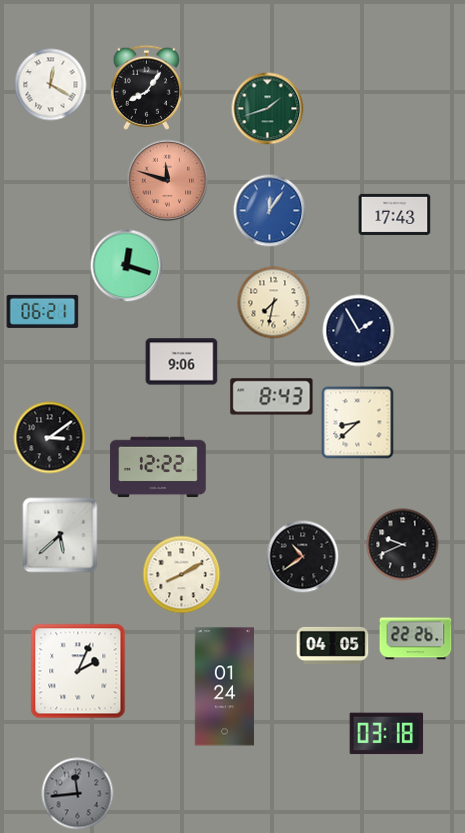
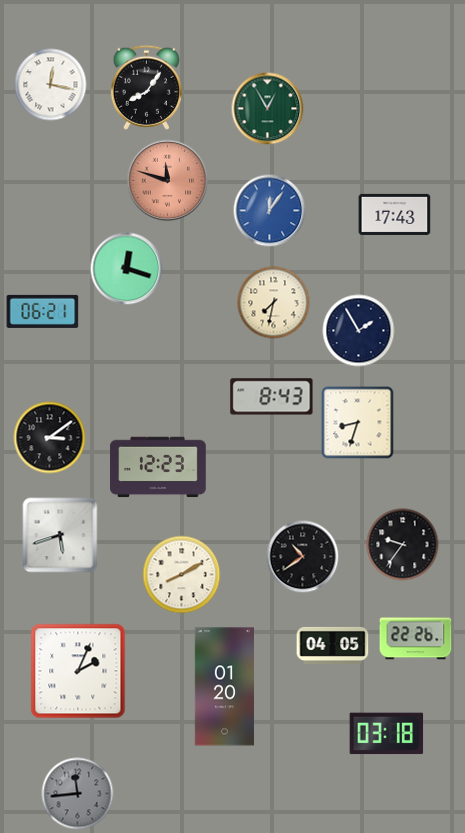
clock at (51, 85): 12:20 -> 12:17
clock at (268, 109): 1:42 -> 12:55
clock at (127, 266) position: (127, 266) -> (127, 269)
clock at (182, 362): 9:06 -> none
clock at (358, 423): 8:38 -> 8:33
clock at (158, 467): 12:22 -> 12:23
clock at (60, 535): 5:38 -> 5:42
clock at (403, 545): 9:41 -> 9:36
clock at (224, 687): 01:24 -> 01:20
